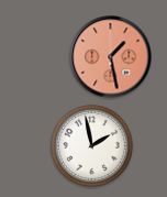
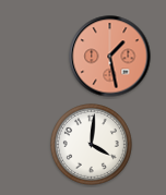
clock at (92, 146): 1:58 -> 4:01
